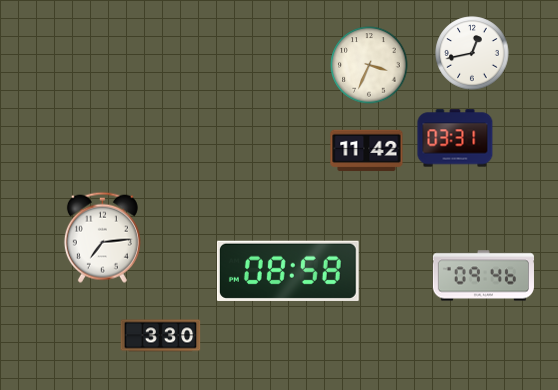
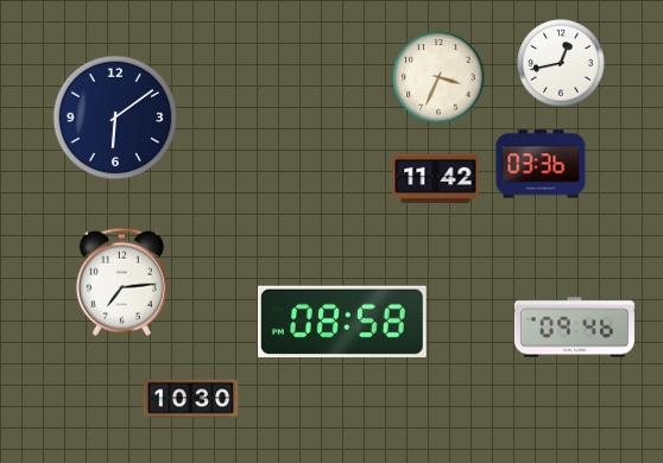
clock at (115, 118): none -> 6:09
clock at (455, 138): 03:31 -> 03:36
clock at (161, 336): 3:30 -> 10:30
